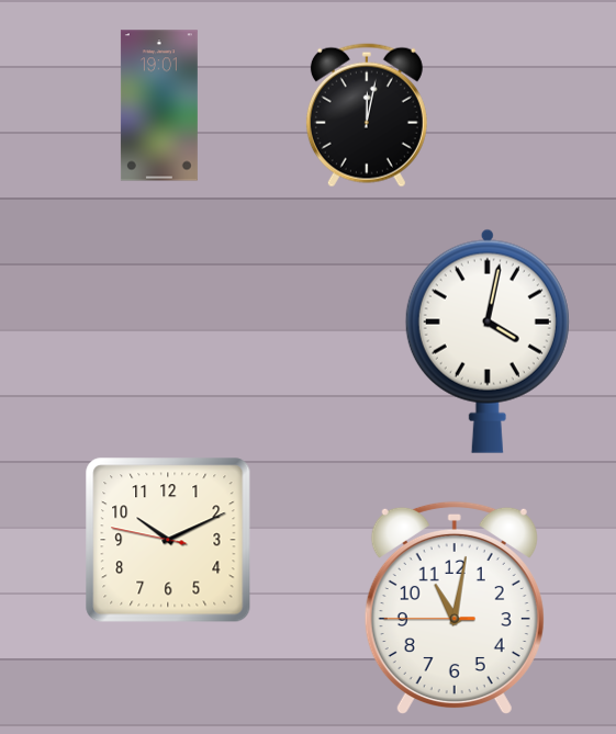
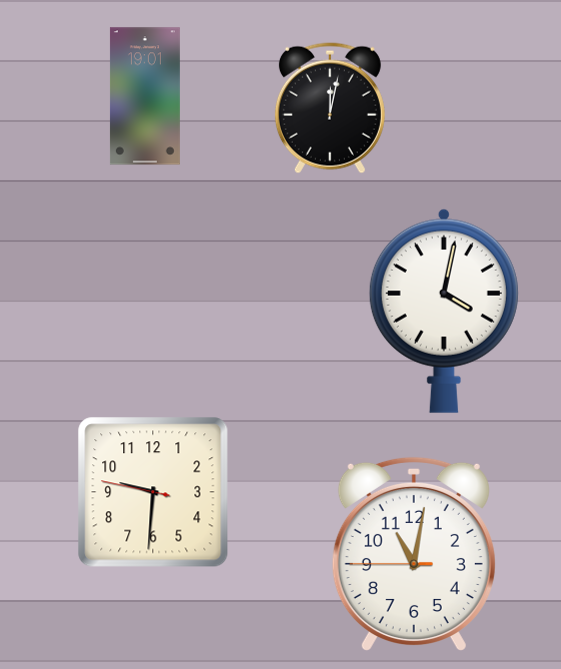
clock at (367, 115) position: (367, 115) -> (330, 108)
clock at (168, 540): 10:10 -> 9:30
